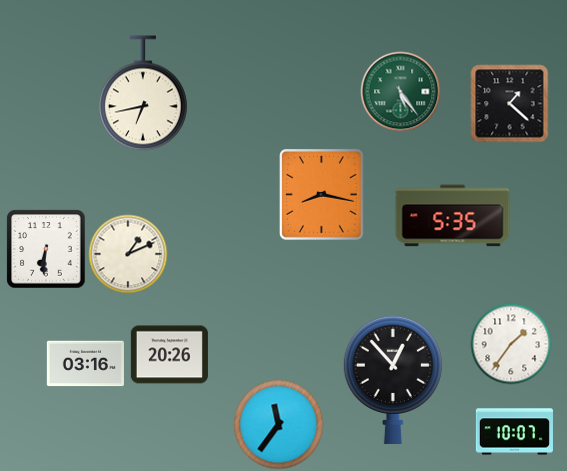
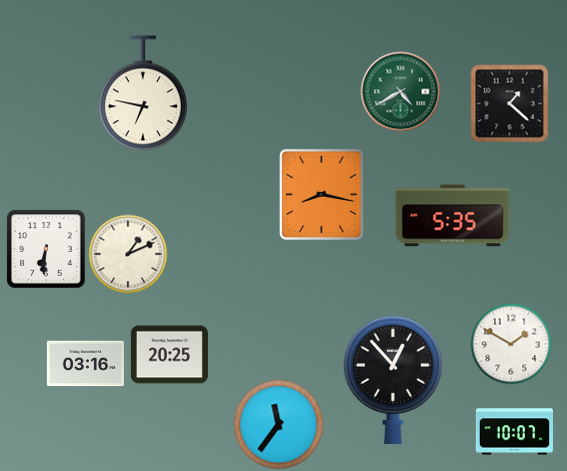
clock at (400, 91): 5:24 -> 4:40
clock at (143, 93): 6:43 -> 6:47
clock at (511, 344): 1:36 -> 1:50
clock at (169, 355): 20:26 -> 20:25
